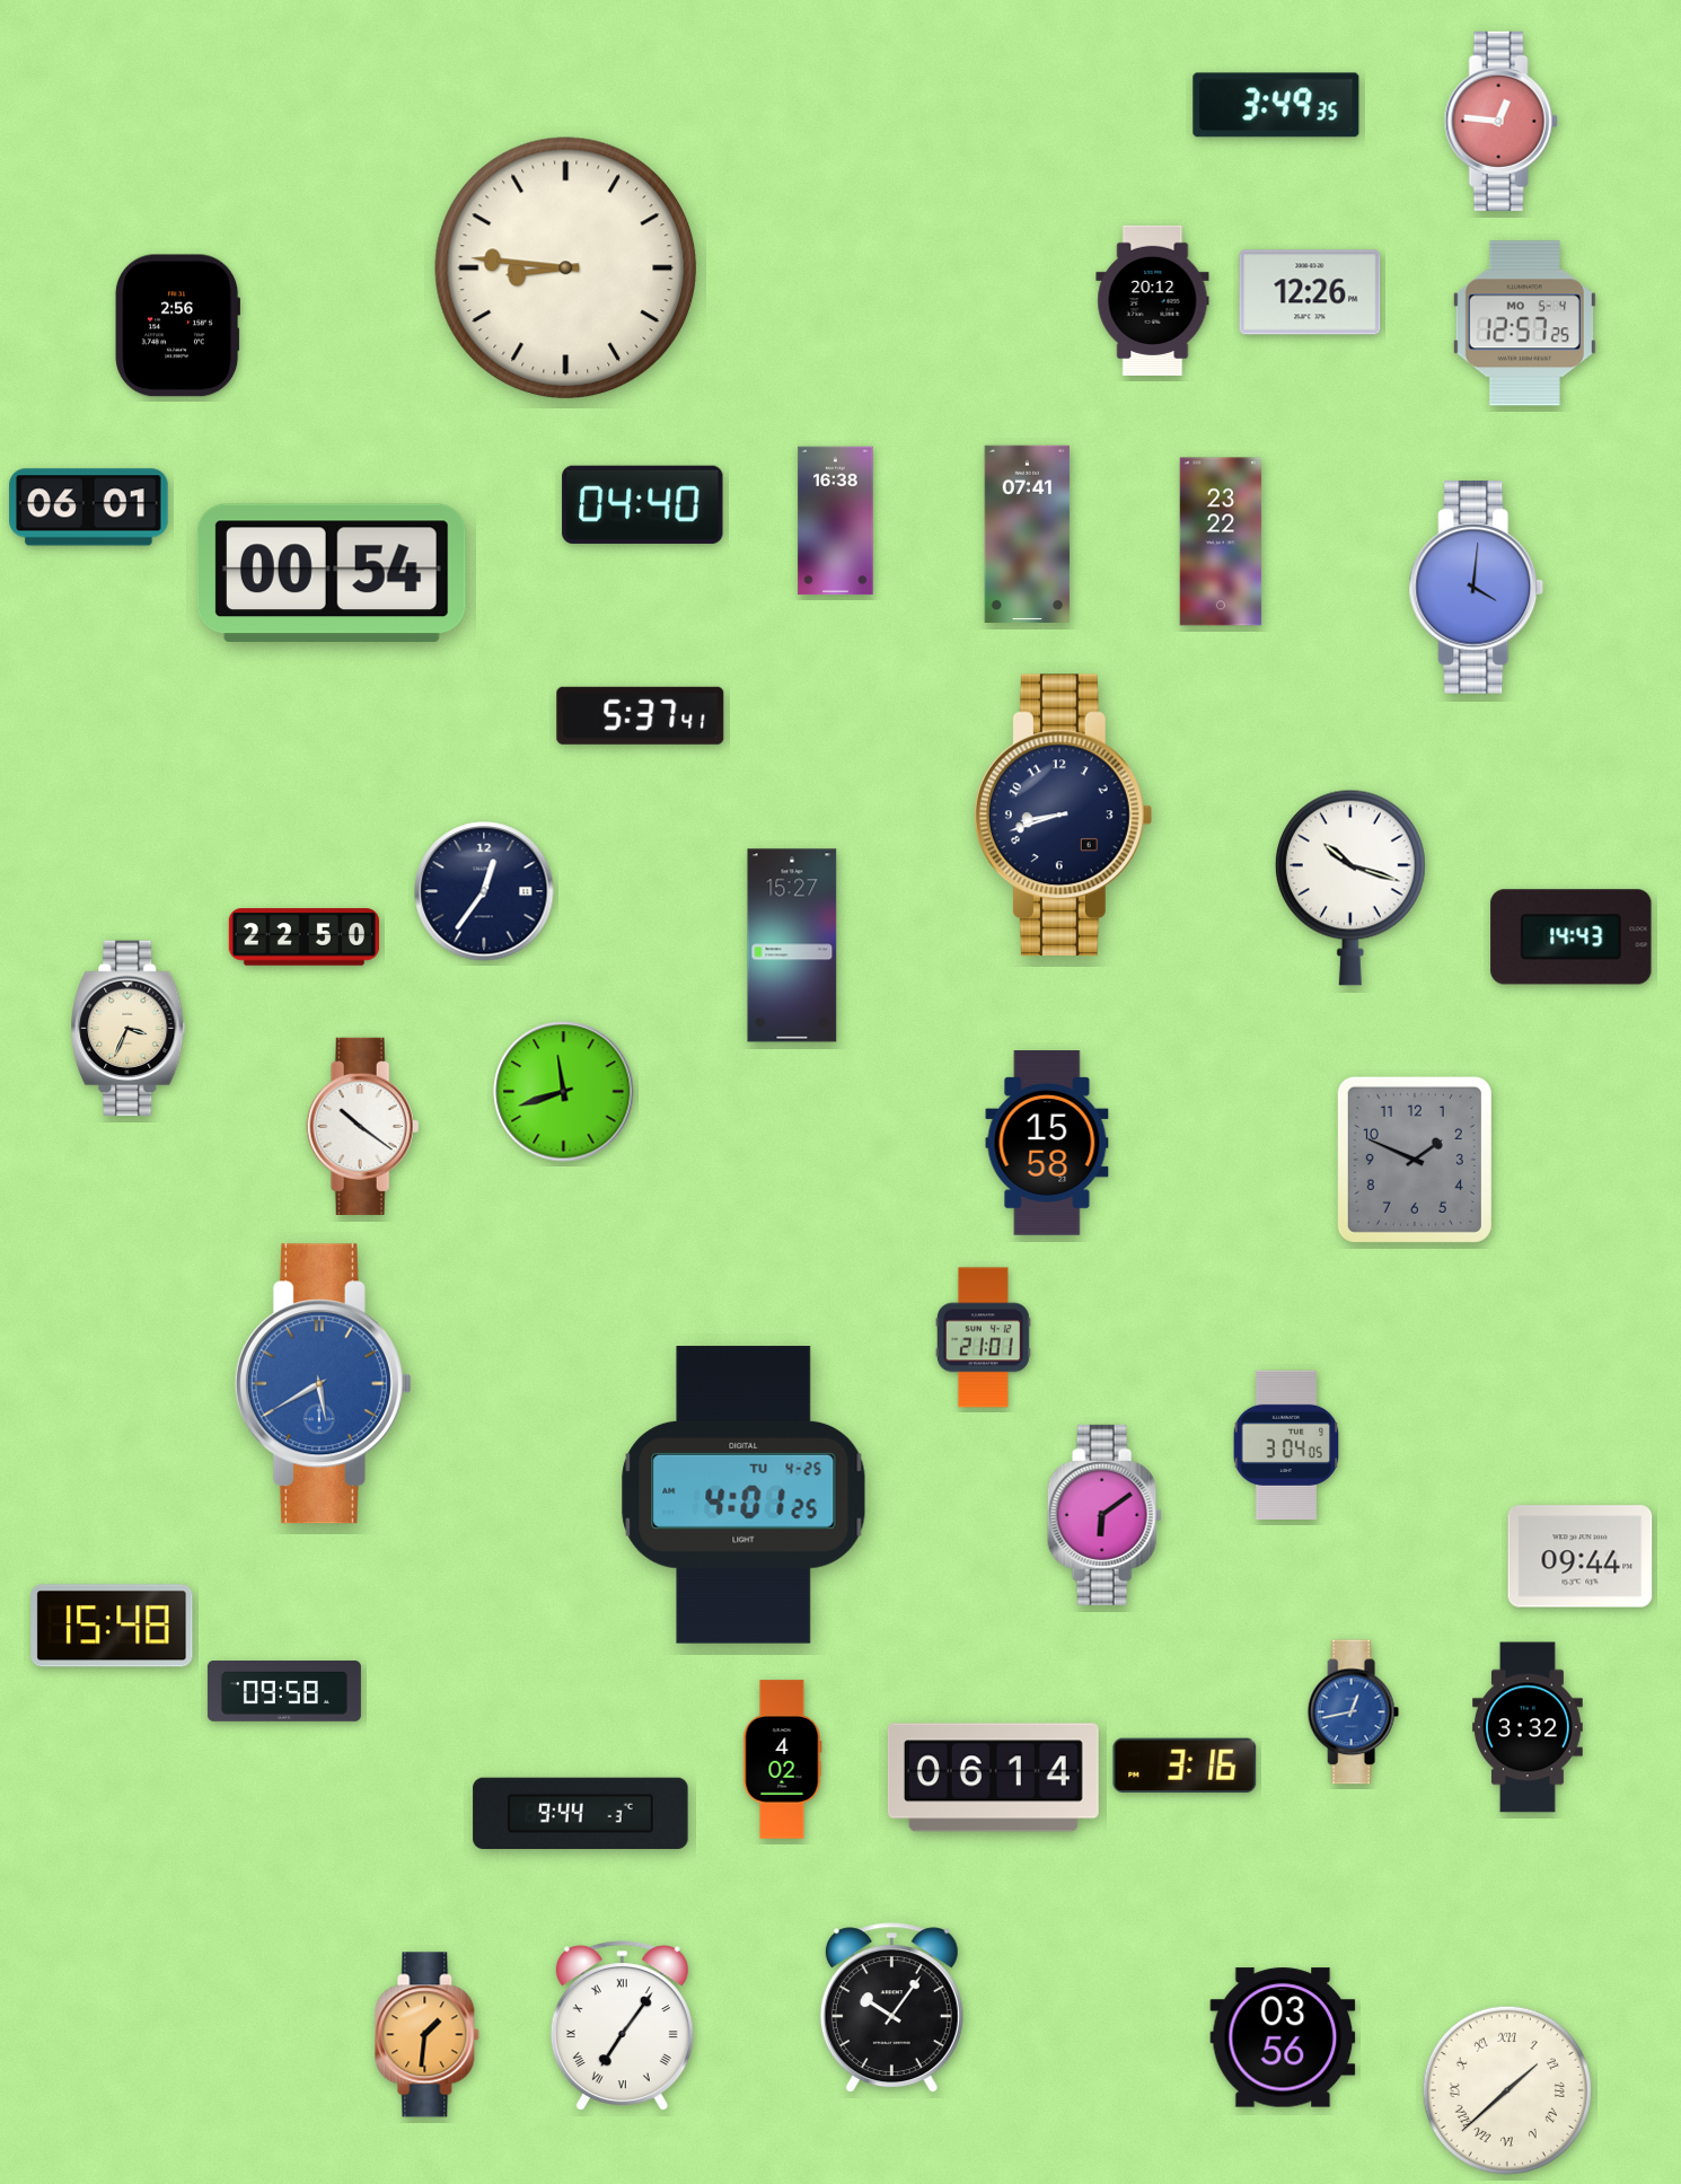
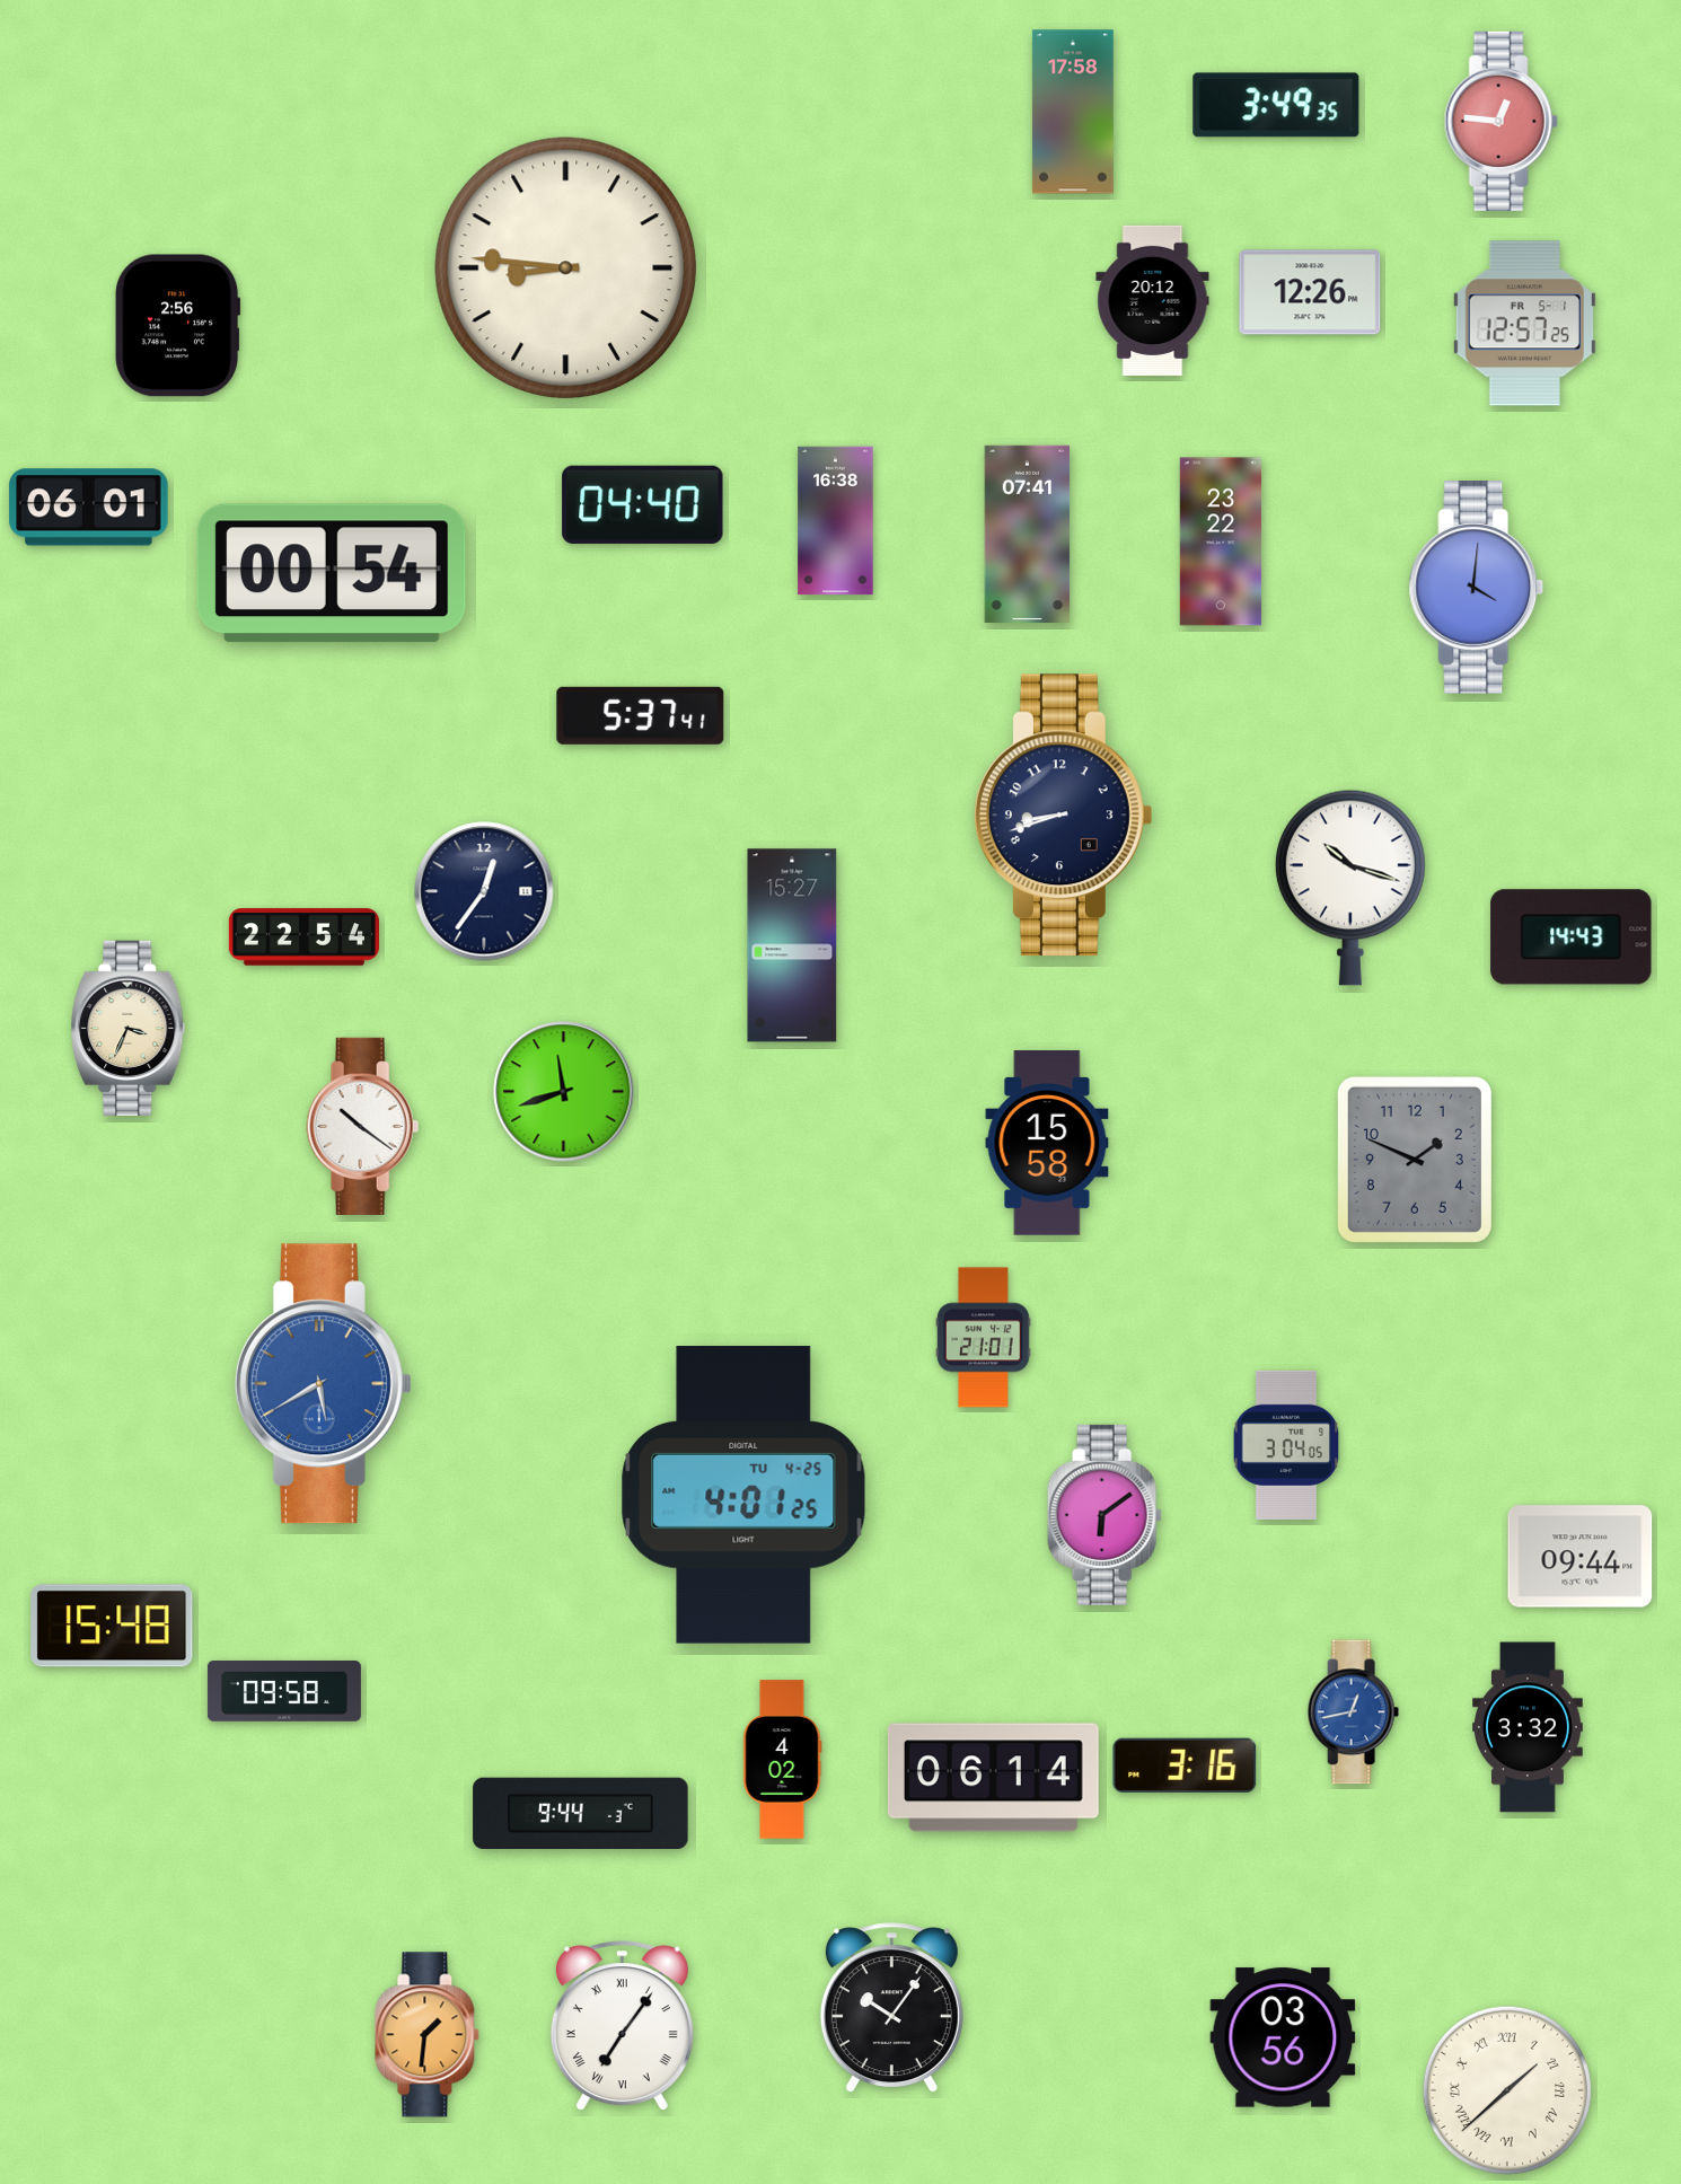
clock at (1073, 112): none -> 17:58
clock at (1524, 324) date: MO 5-4 -> FR 5-1
clock at (303, 937): 22:50 -> 22:54
